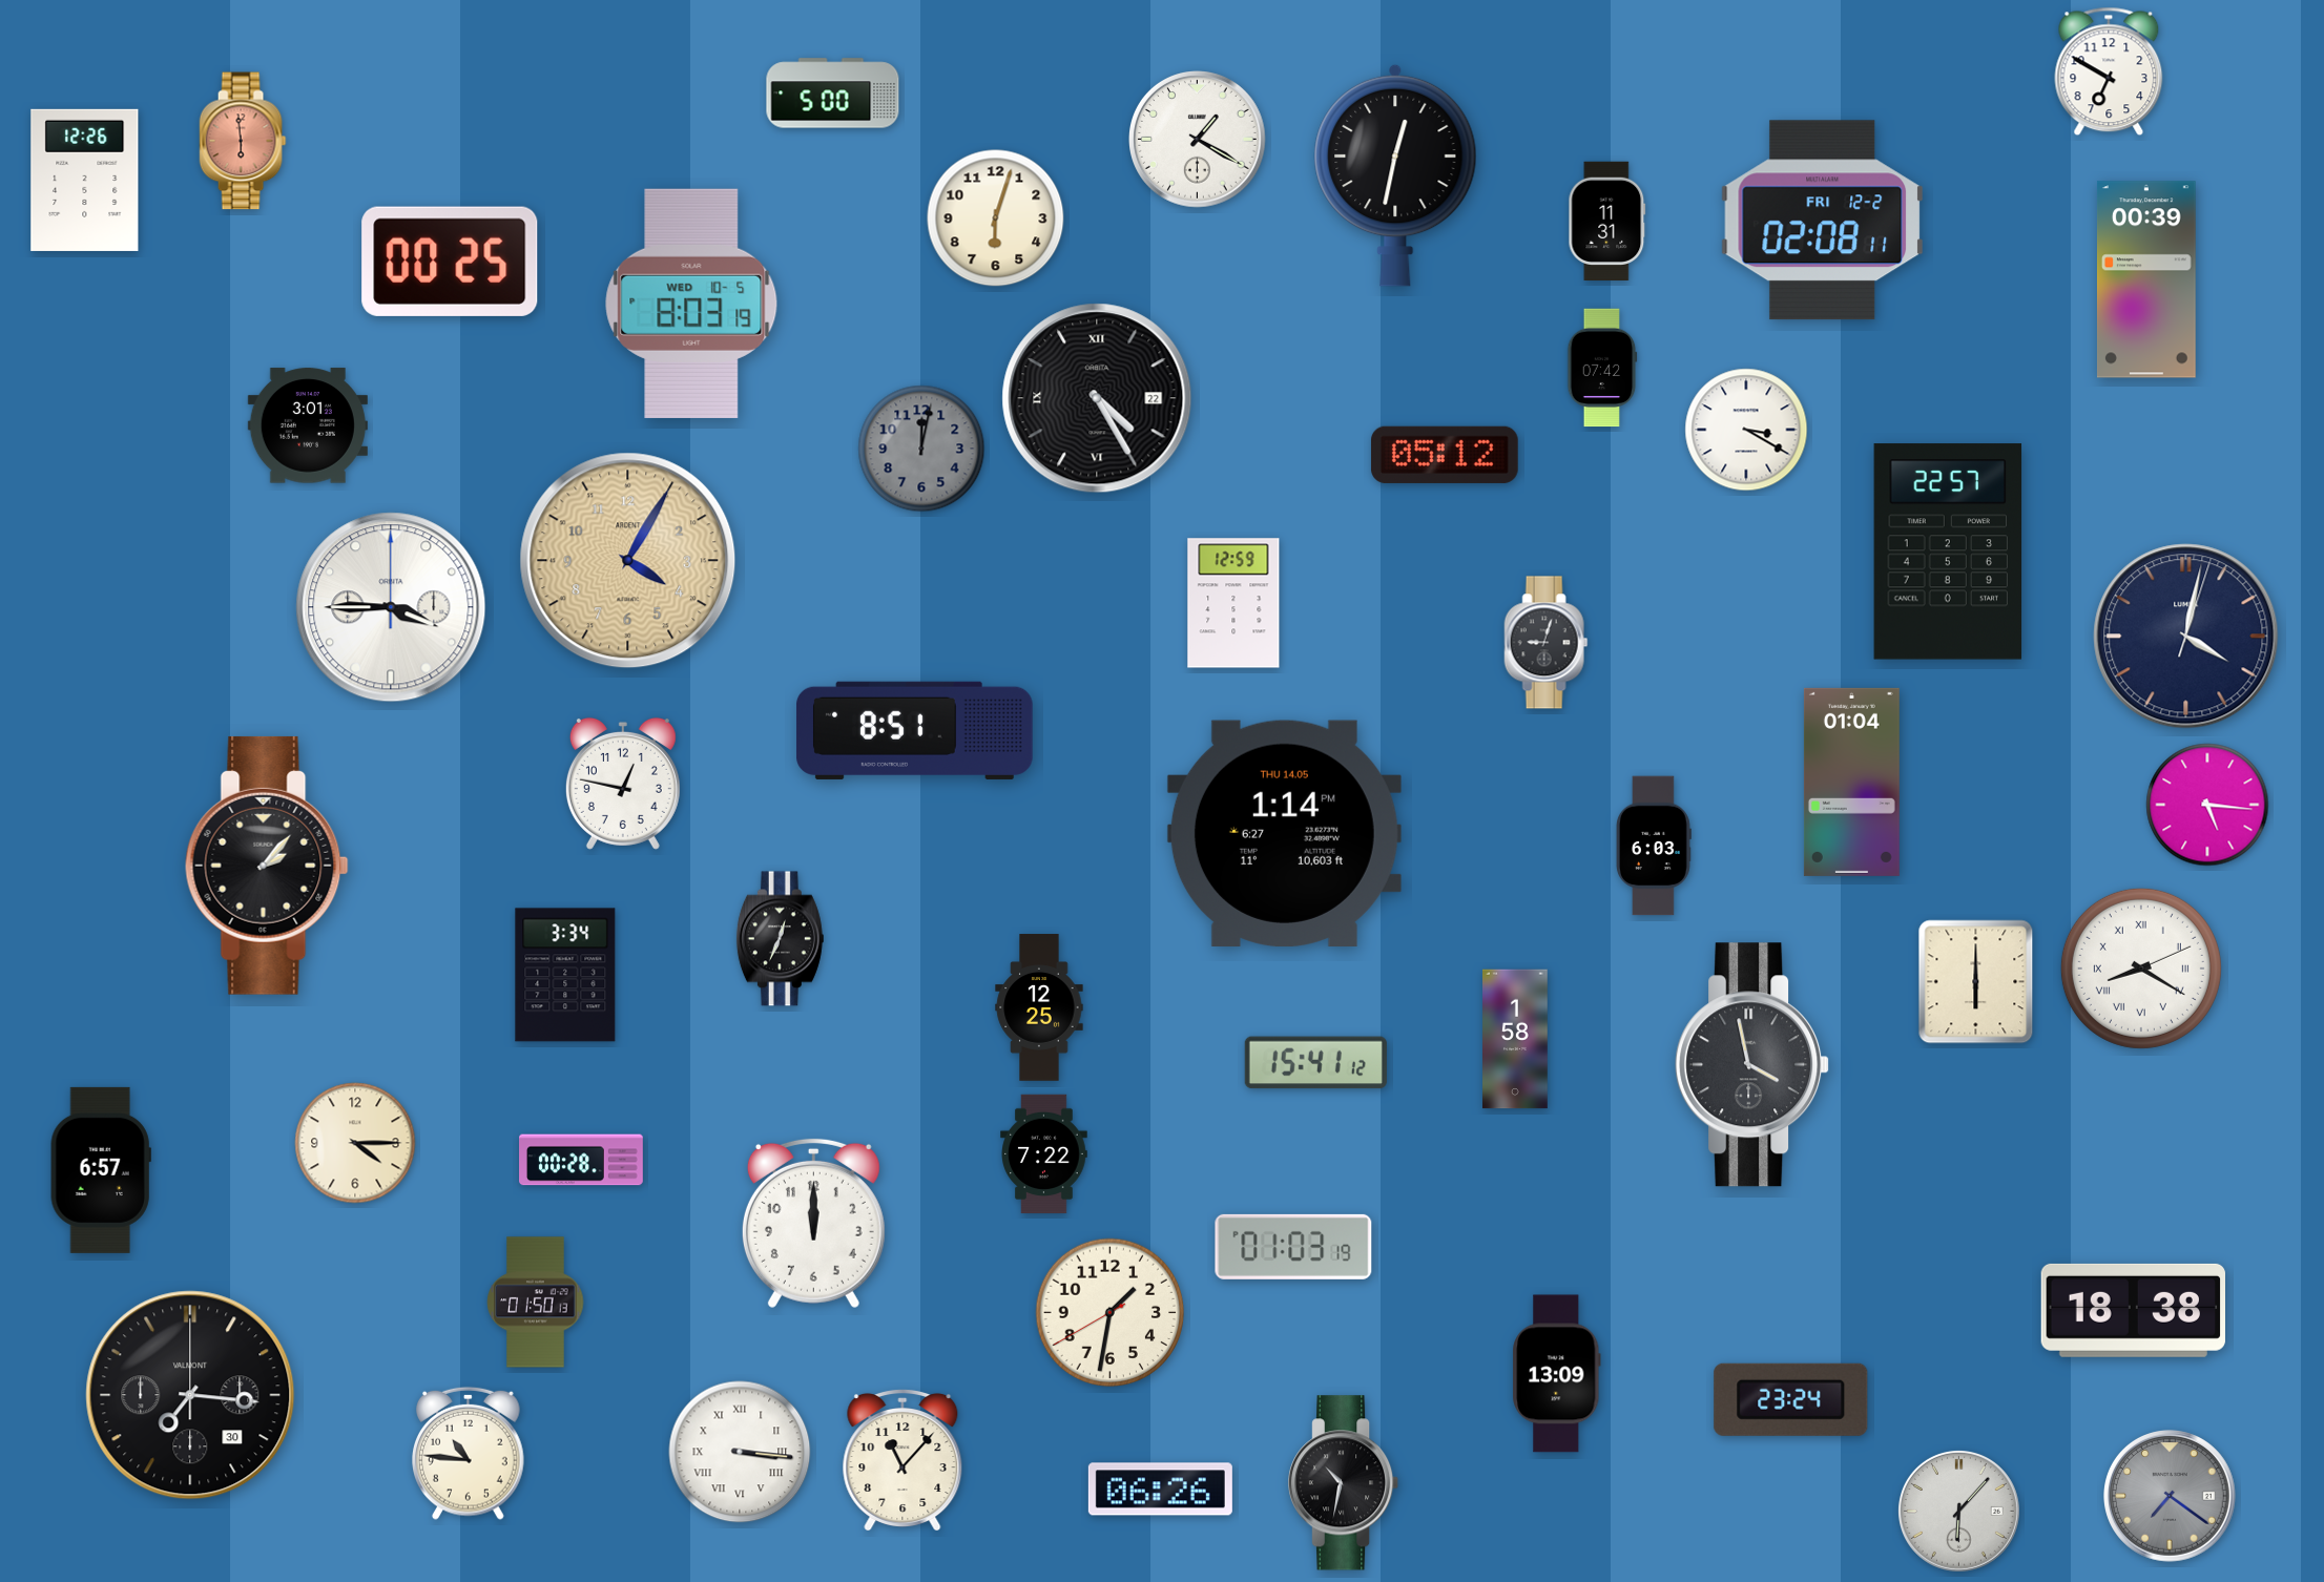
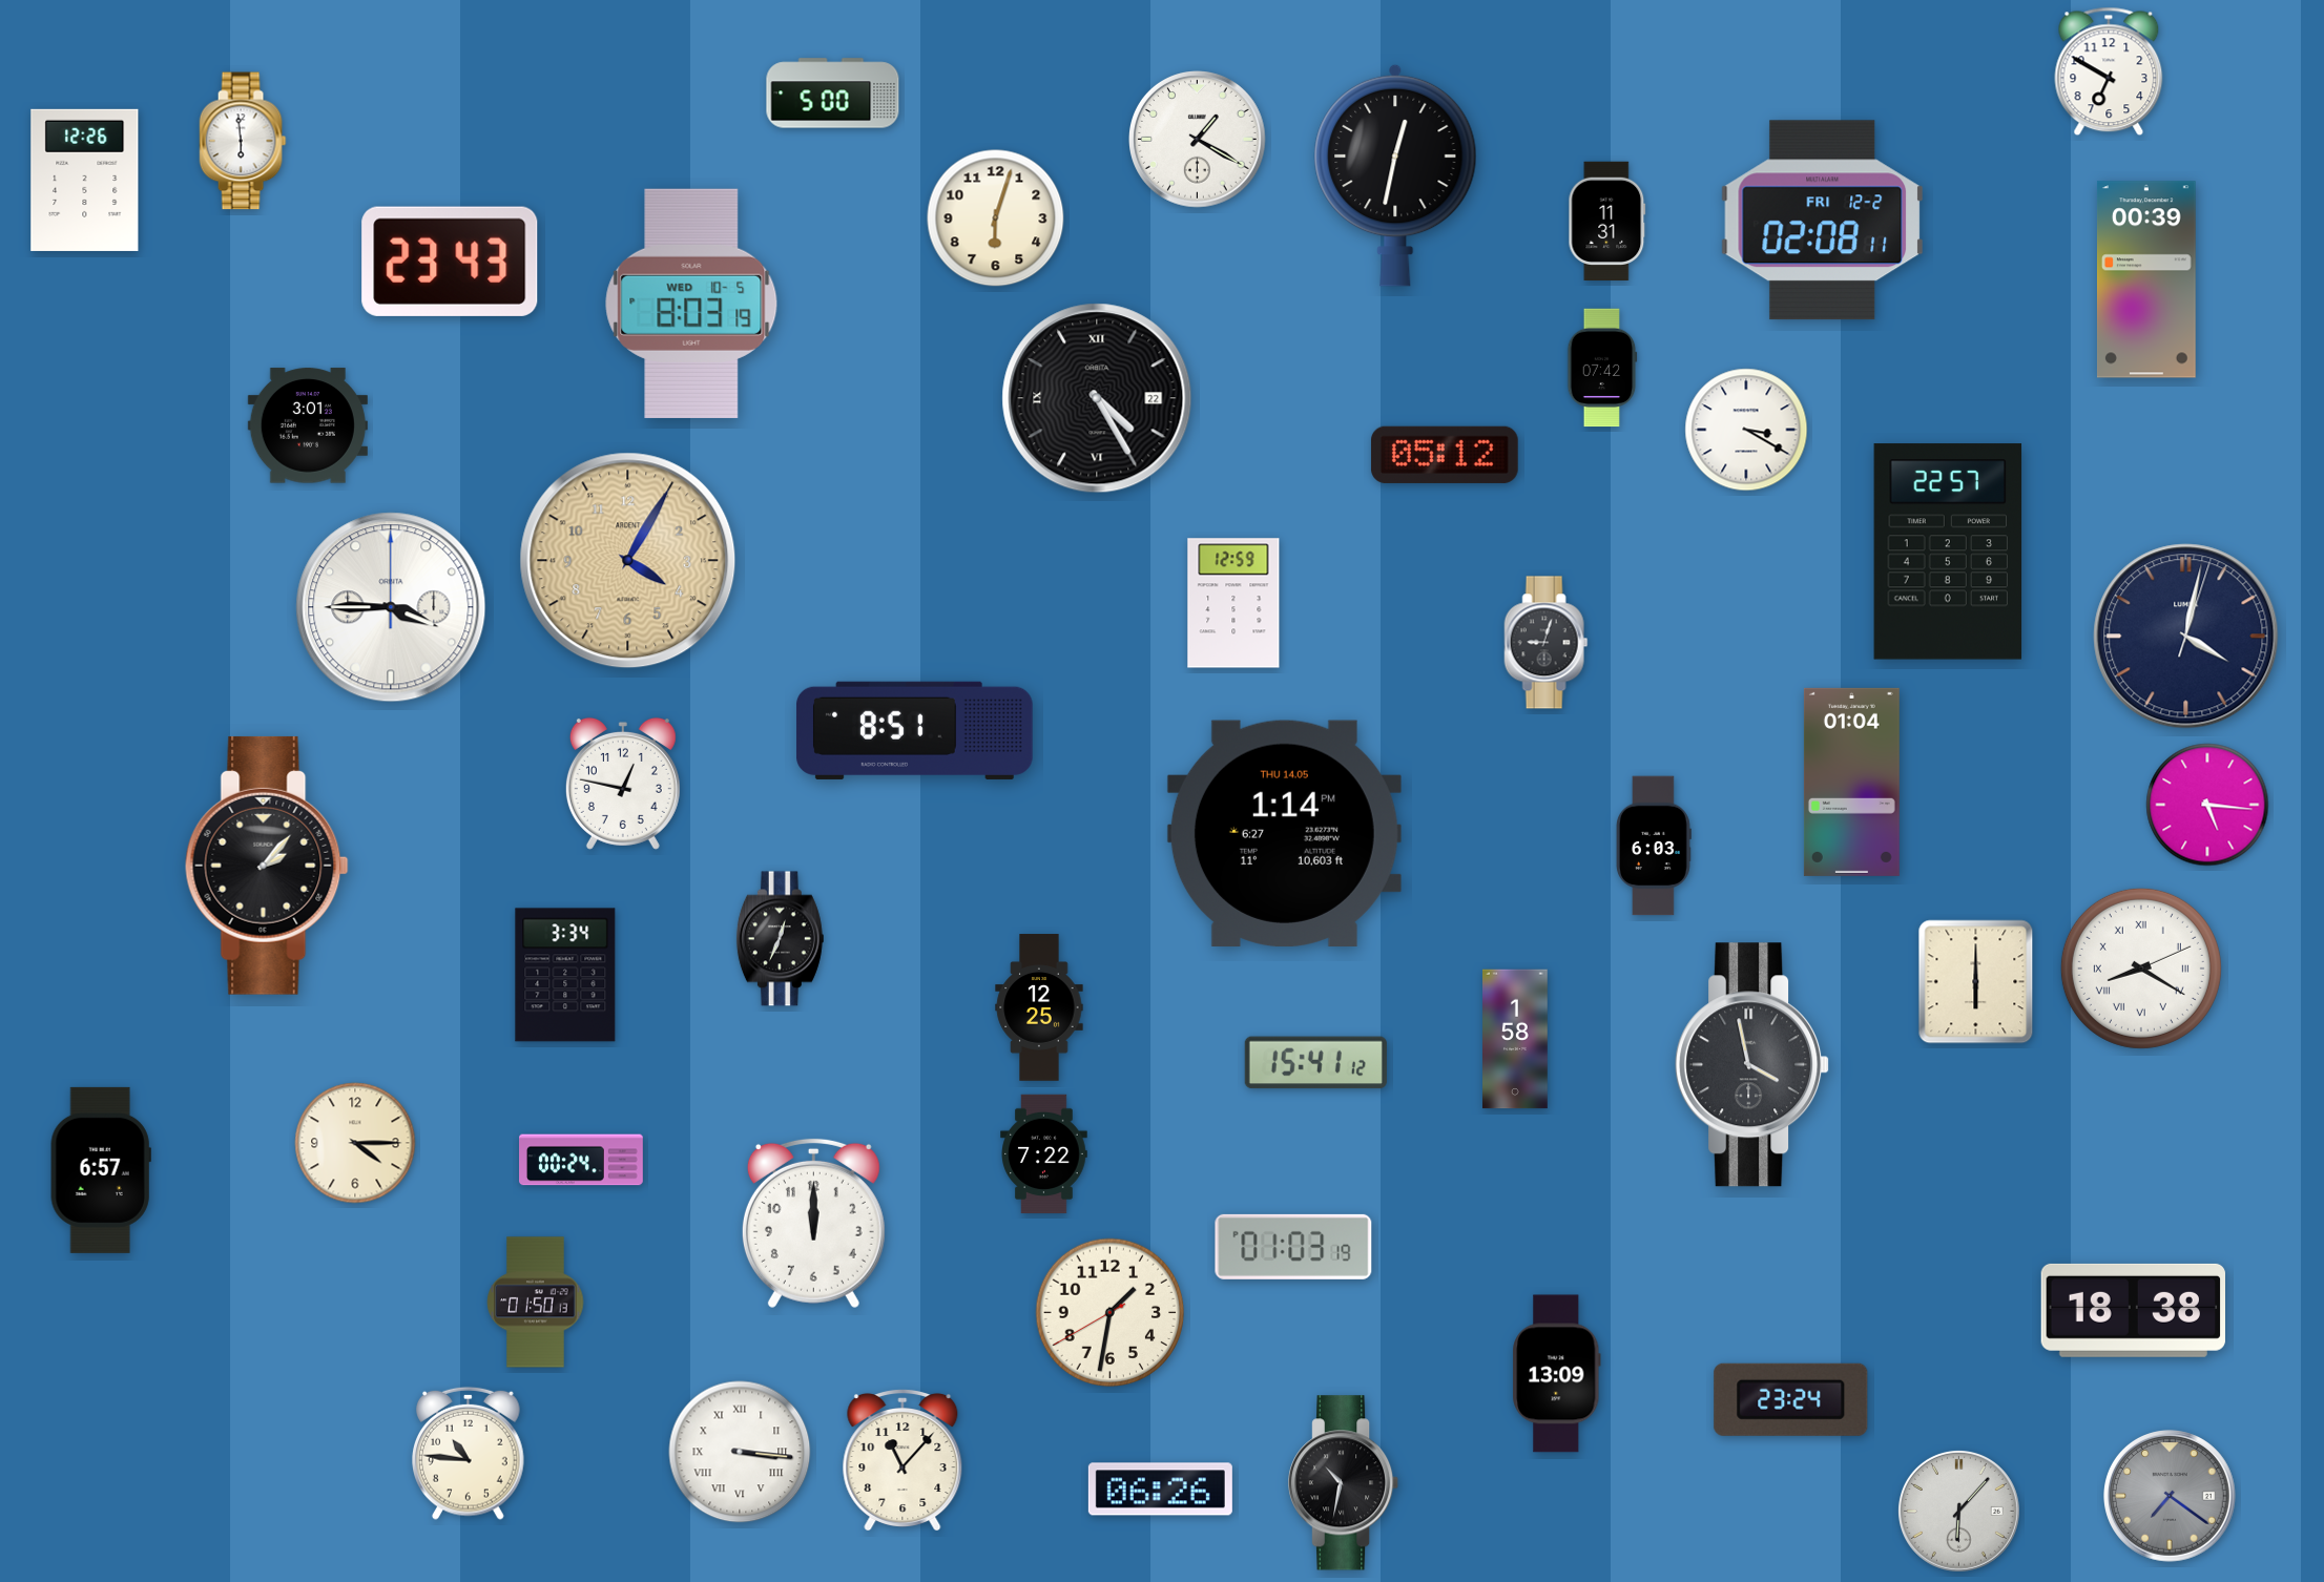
clock at (243, 141) dial: salmon -> white
clock at (450, 262): 00:25 -> 23:43
clock at (921, 449): 12:02 -> none
clock at (582, 1160): 00:28 -> 00:24
clock at (190, 1395): 7:16 -> none
